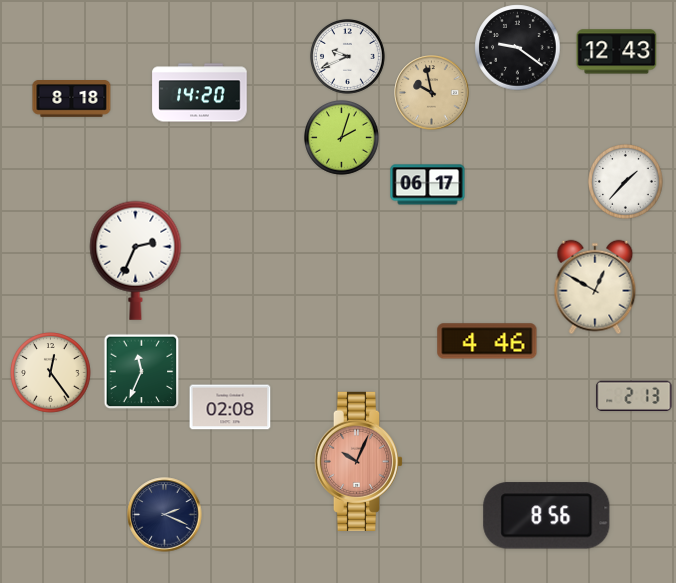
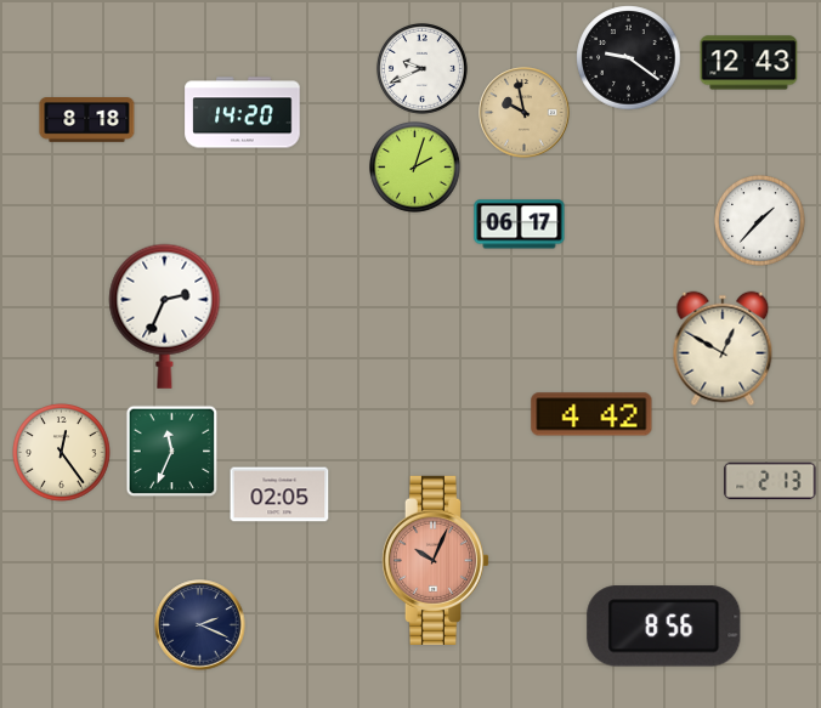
clock at (487, 341): 4:46 -> 4:42
clock at (230, 407): 02:08 -> 02:05
